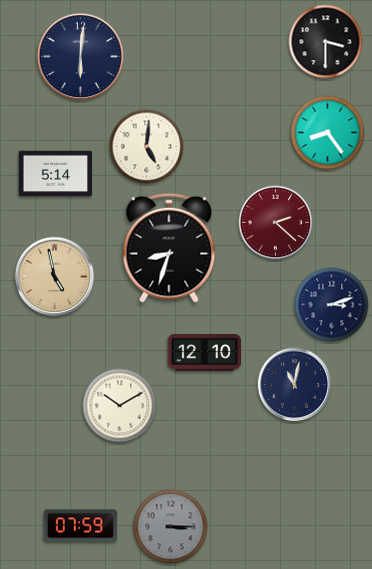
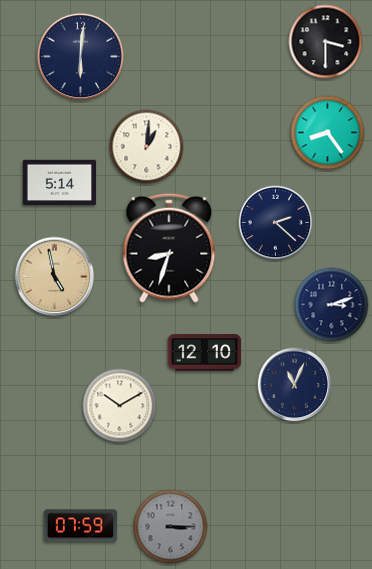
clock at (147, 147): 5:01 -> 1:01
clock at (56, 174) position: (56, 174) -> (60, 183)
clock at (276, 223) dial: burgundy -> navy
clock at (295, 385): 11:02 -> 11:04
